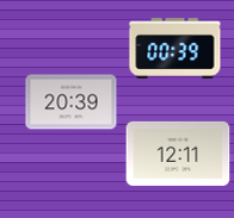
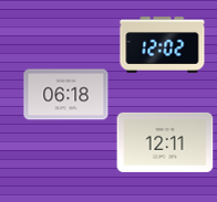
clock at (176, 49): 00:39 -> 12:02
clock at (72, 102): 20:39 -> 06:18
